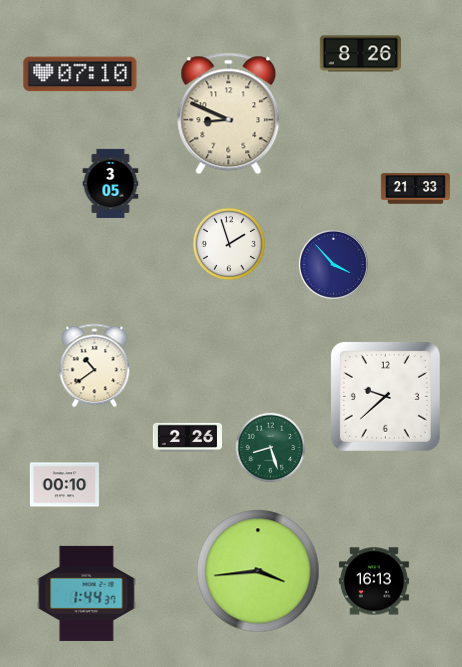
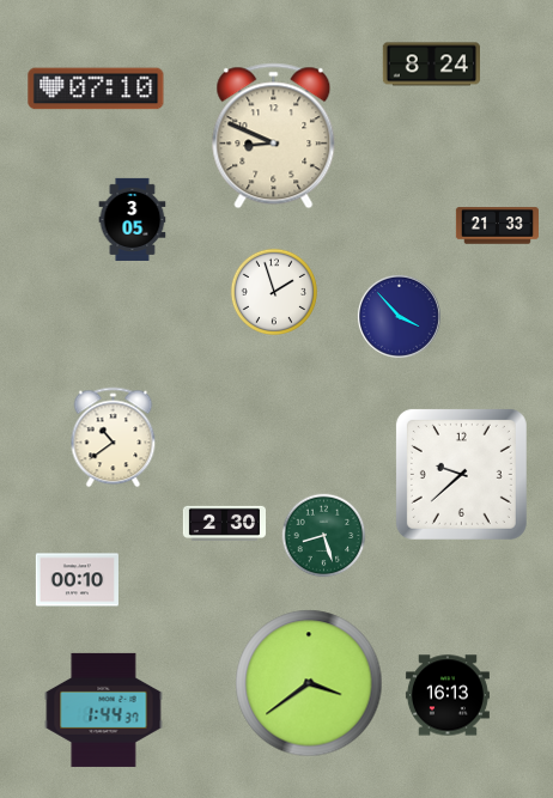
clock at (360, 54): 8:26 -> 8:24
clock at (187, 437): 2:26 -> 2:30
clock at (258, 571): 3:44 -> 3:39
